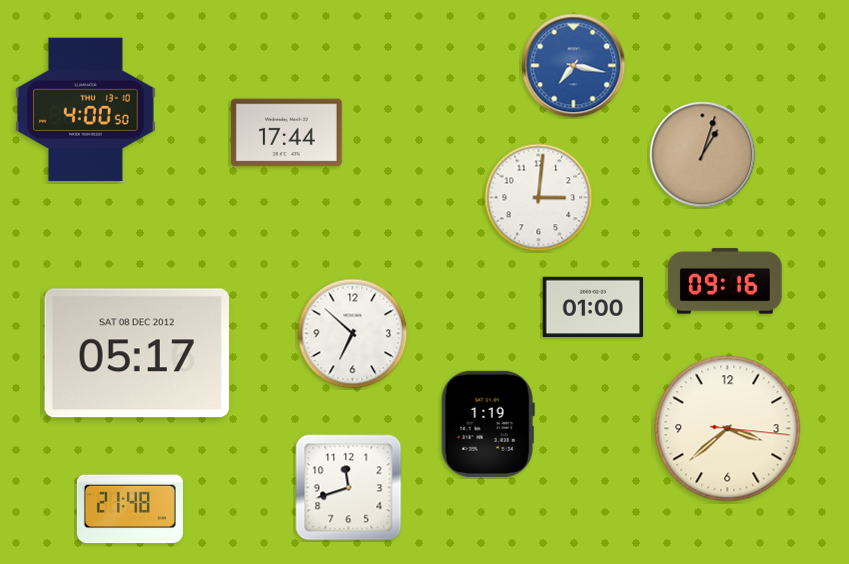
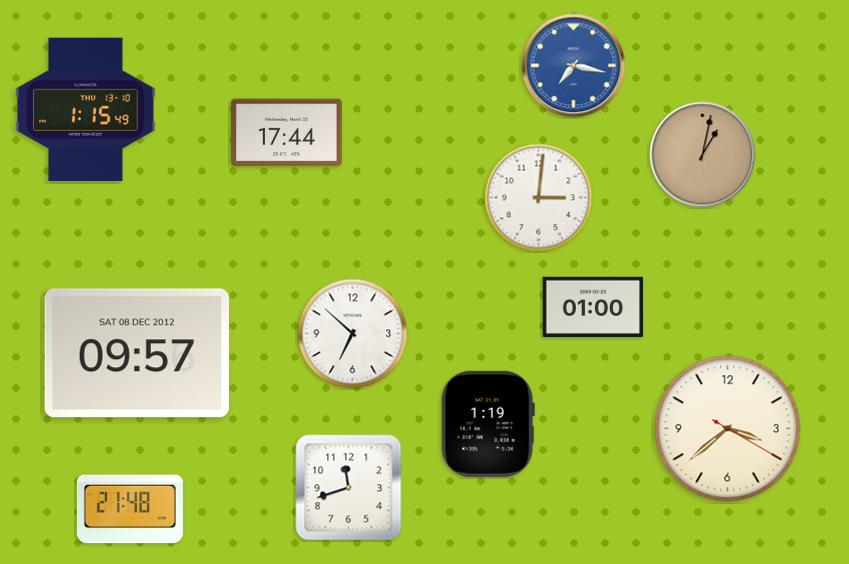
clock at (86, 109): 4:00 -> 1:15
clock at (703, 155): 1:03 -> 1:02
clock at (725, 281): 09:16 -> none
clock at (137, 353): 05:17 -> 09:57
clock at (728, 429): 3:38:16 -> 3:38:20
